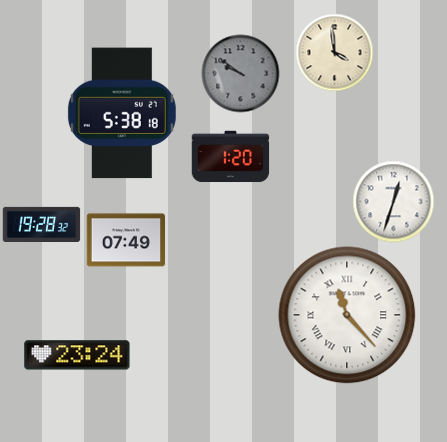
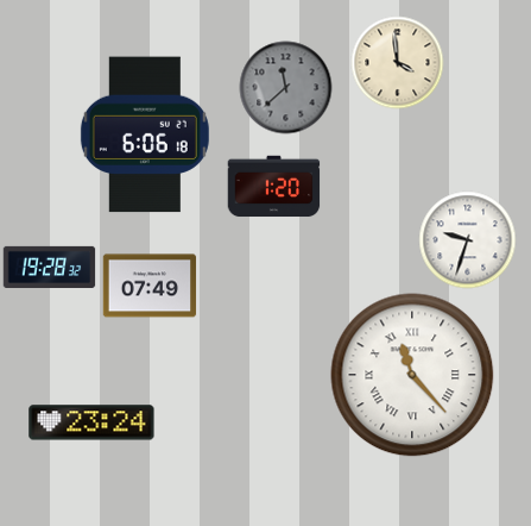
clock at (240, 73): 9:51 -> 11:38
clock at (122, 113): 5:38 -> 6:06
clock at (393, 201): 12:33 -> 9:33
